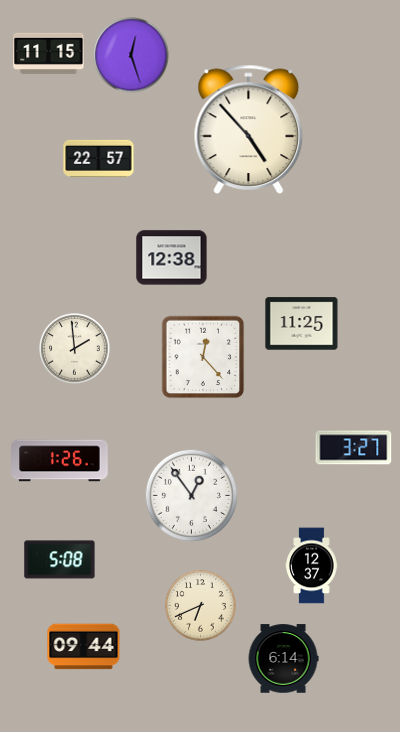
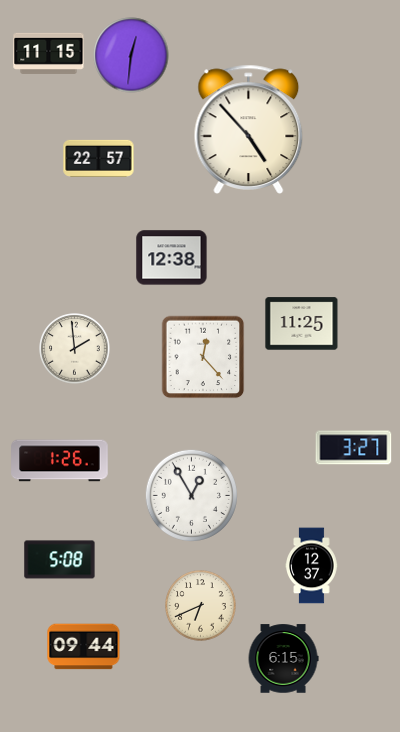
clock at (131, 55): 12:27 -> 12:31
clock at (191, 495): 12:54 -> 12:55
clock at (283, 659): 6:14 -> 6:15
